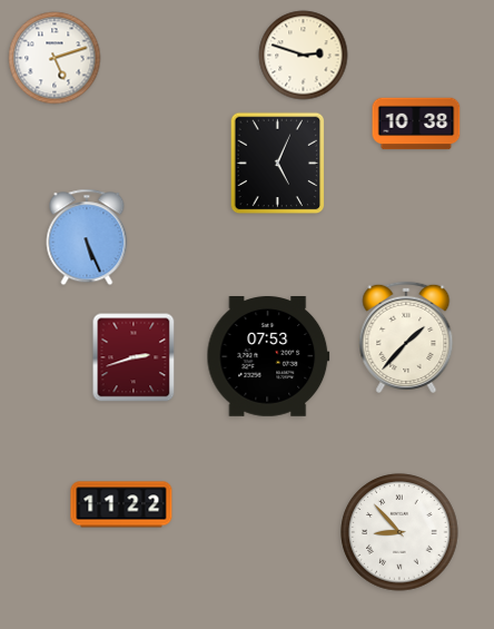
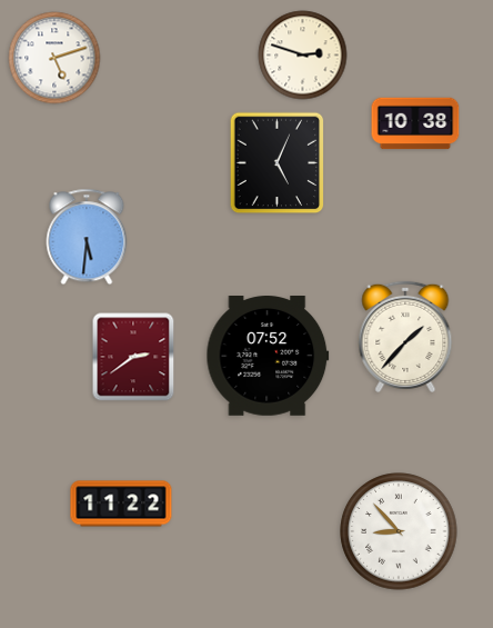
clock at (87, 237): 5:26 -> 5:31
clock at (134, 357): 2:42 -> 2:39
clock at (268, 357): 07:53 -> 07:52
